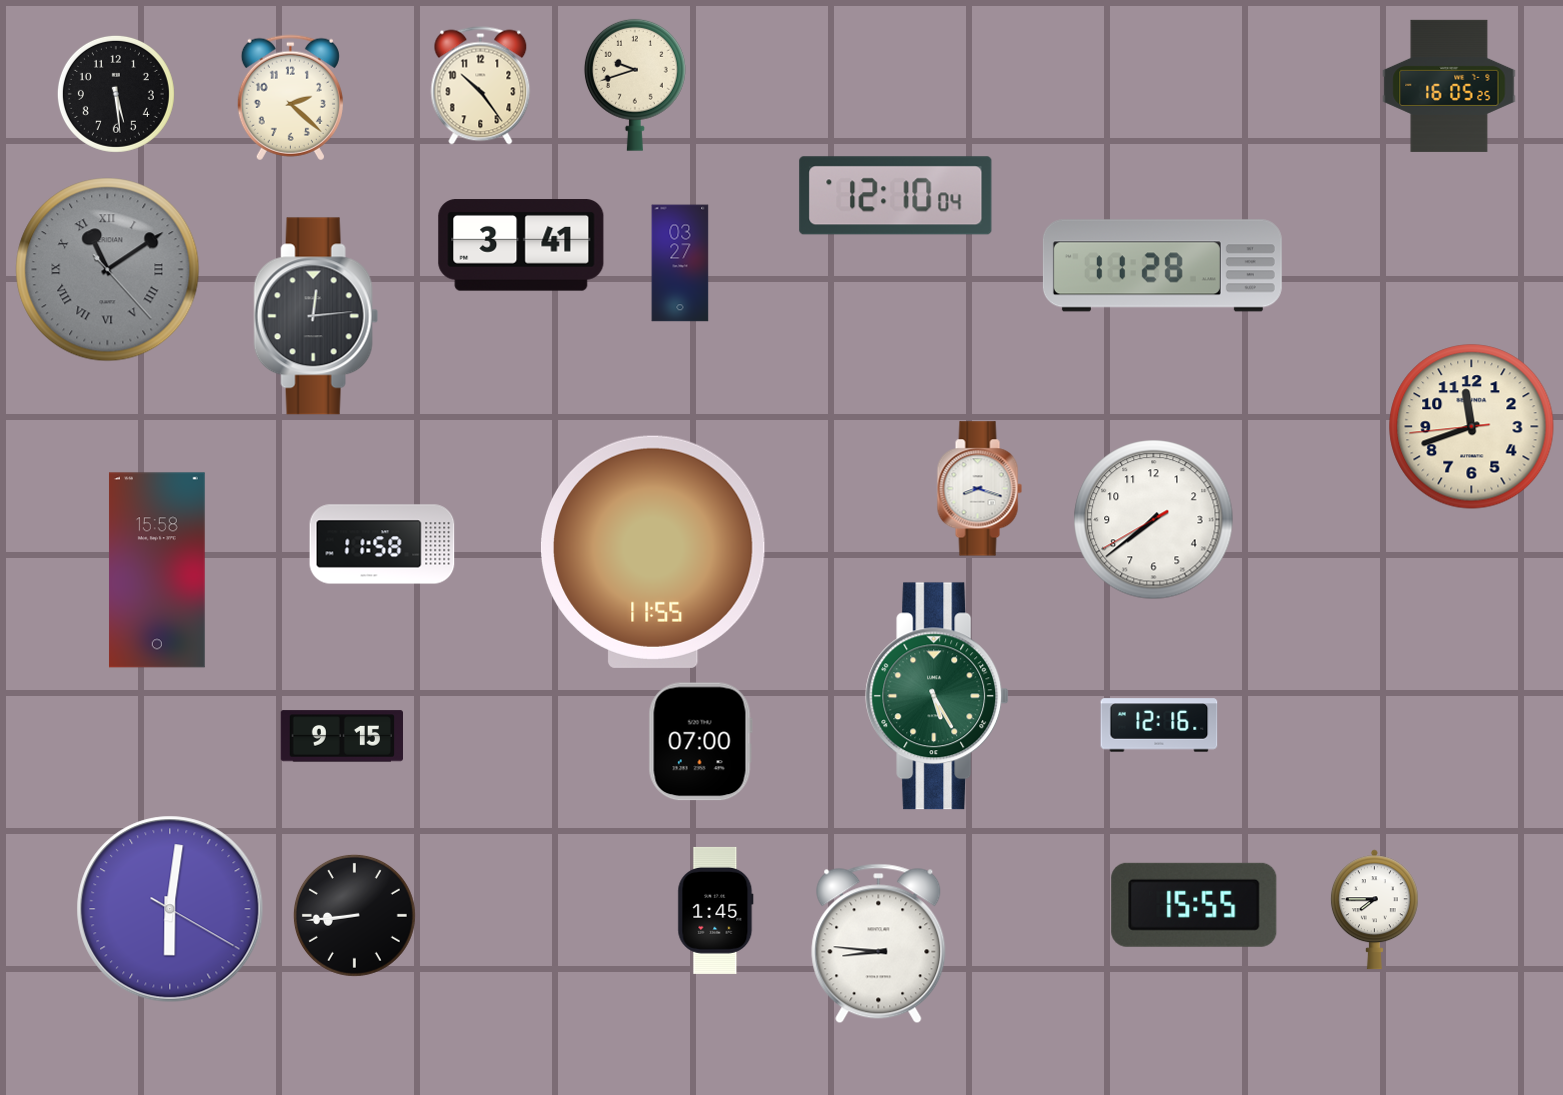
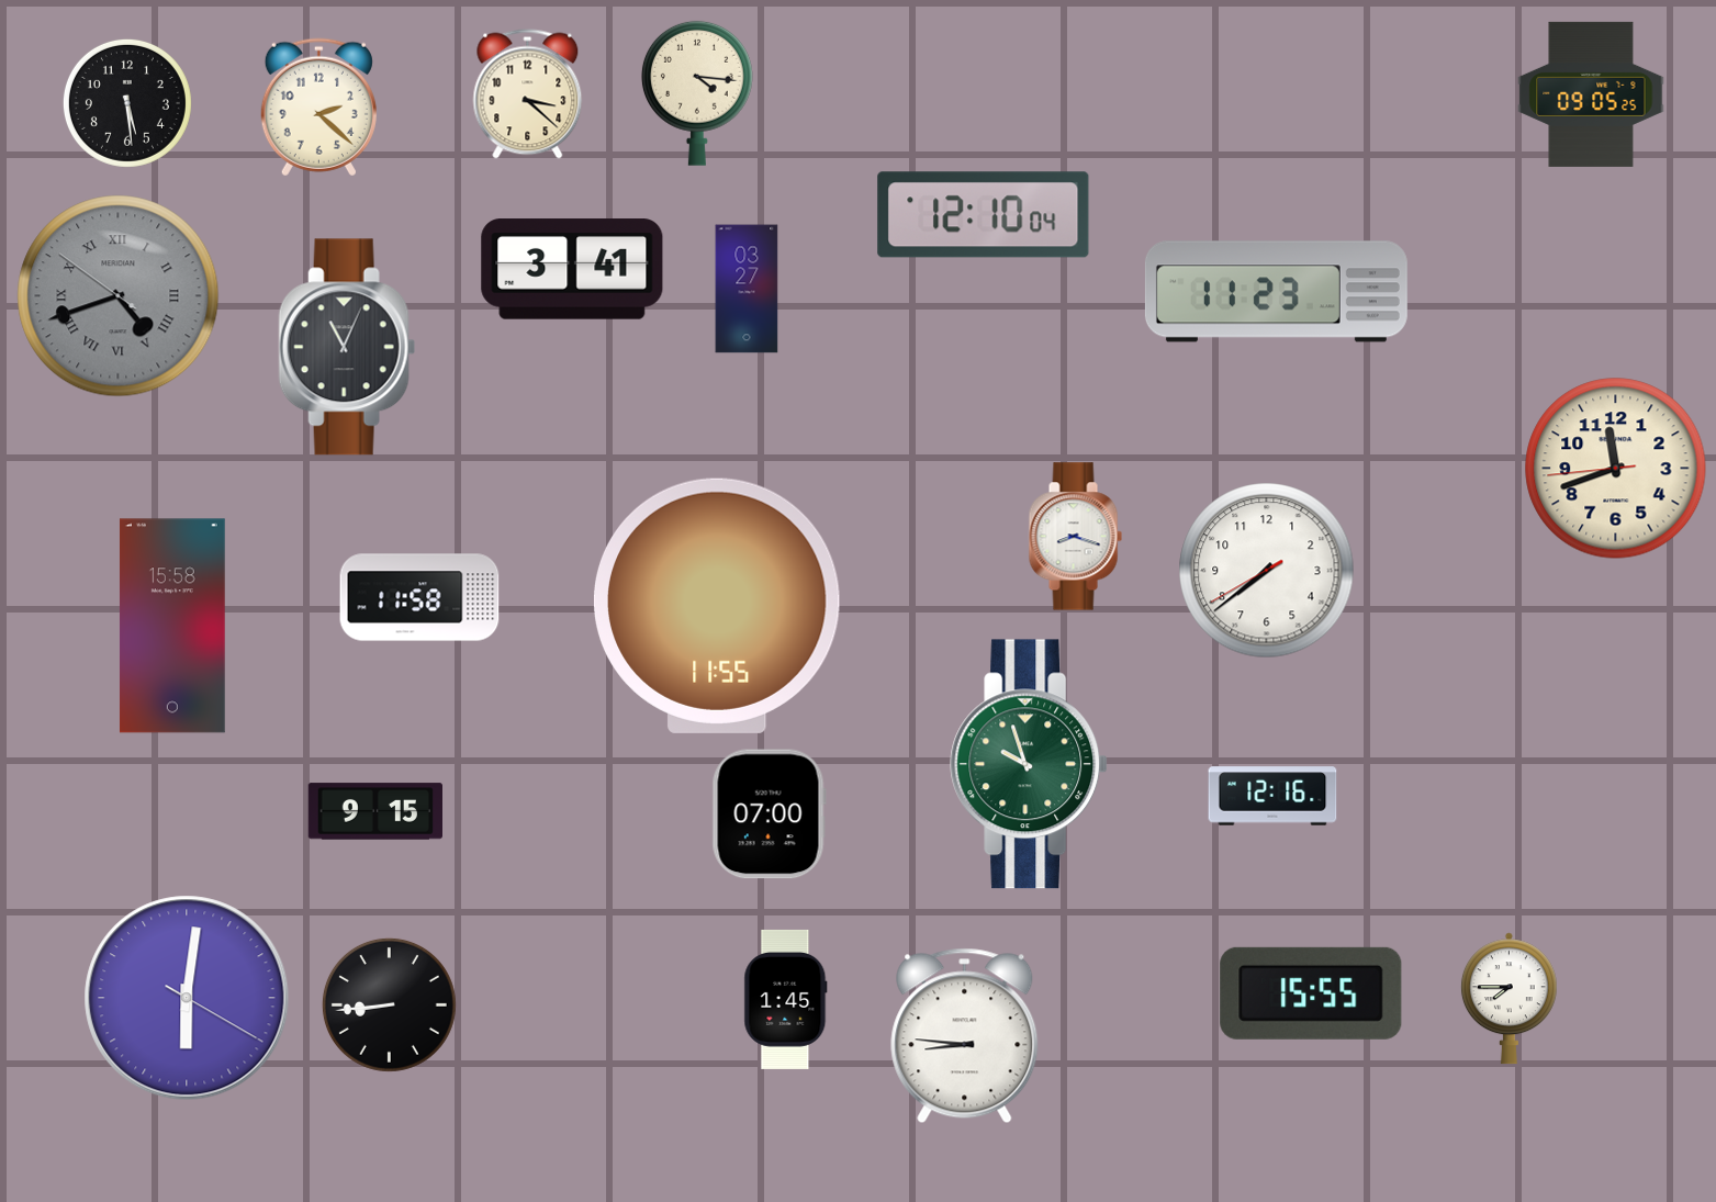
clock at (635, 85): 9:42 -> 4:16
clock at (481, 86): 10:24 -> 3:22
clock at (1449, 86): 16:05 -> 09:05
clock at (1162, 266): 11:28 -> 11:23
clock at (108, 270): 11:09 -> 4:41
clock at (316, 316): 12:14 -> 11:04
clock at (937, 696): 5:25 -> 9:57
clock at (341, 736) position: (341, 736) -> (374, 811)
